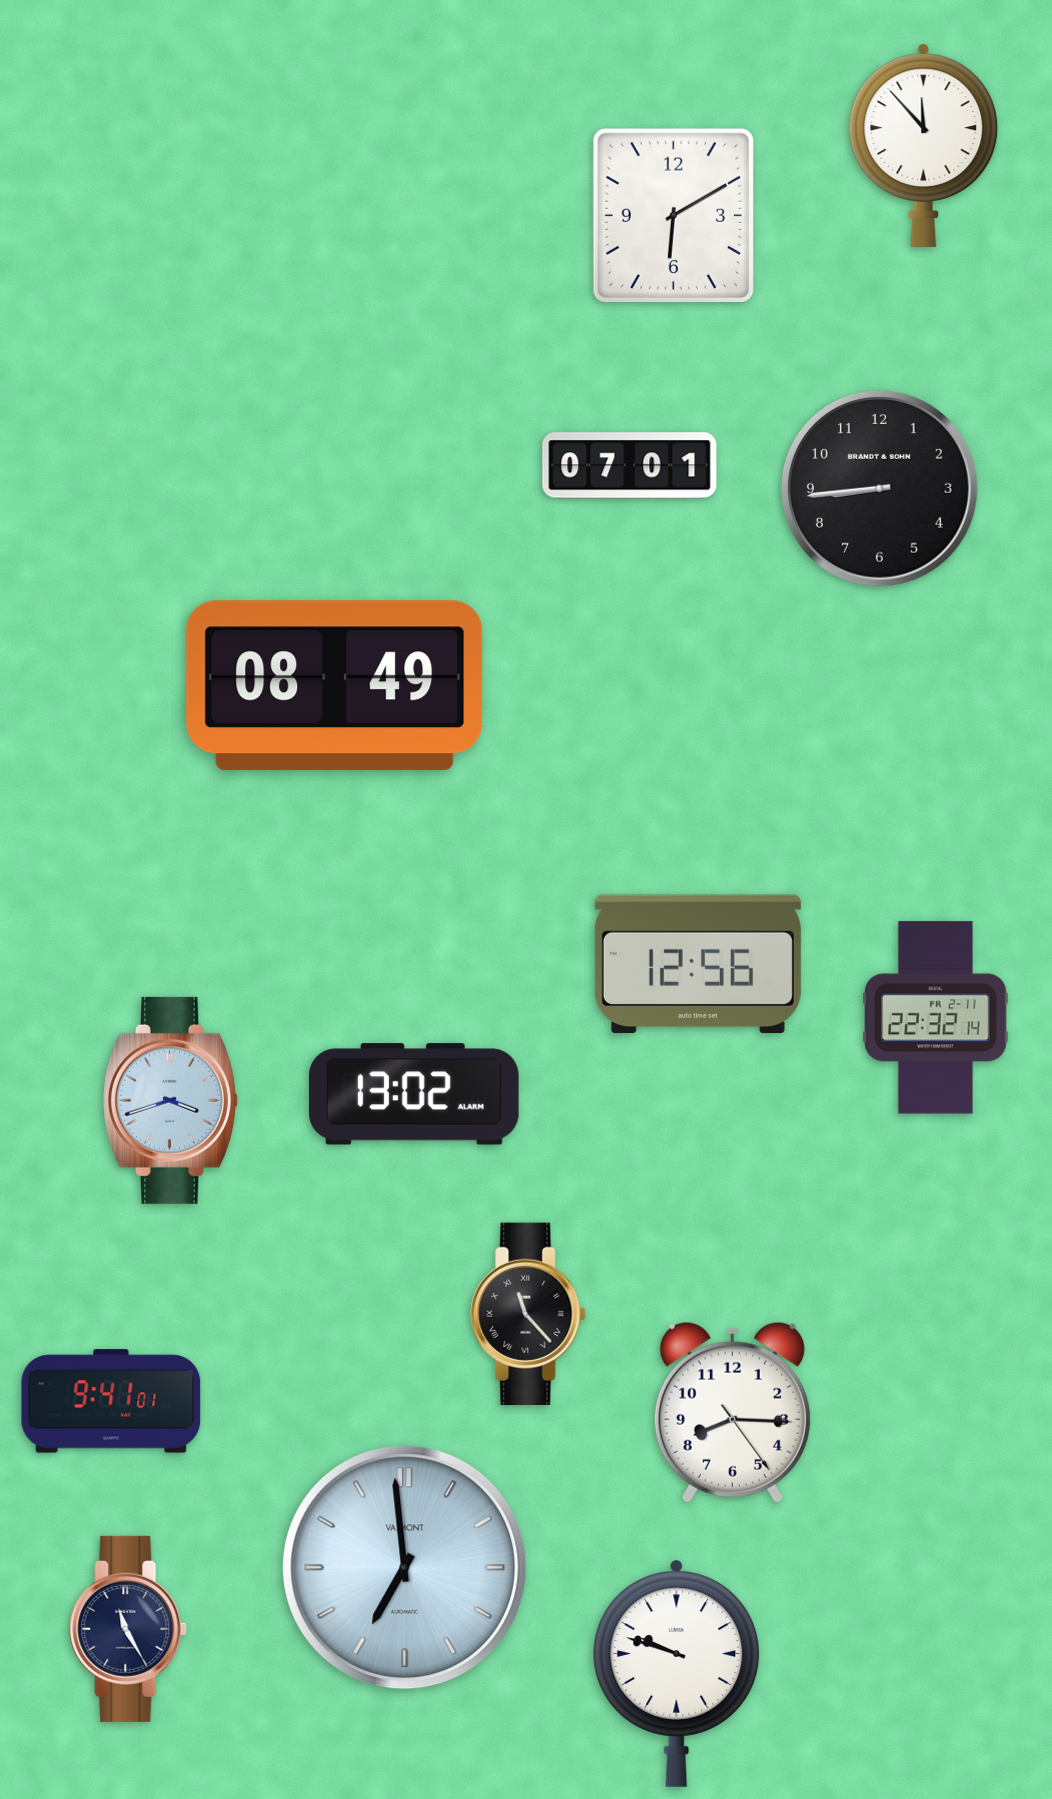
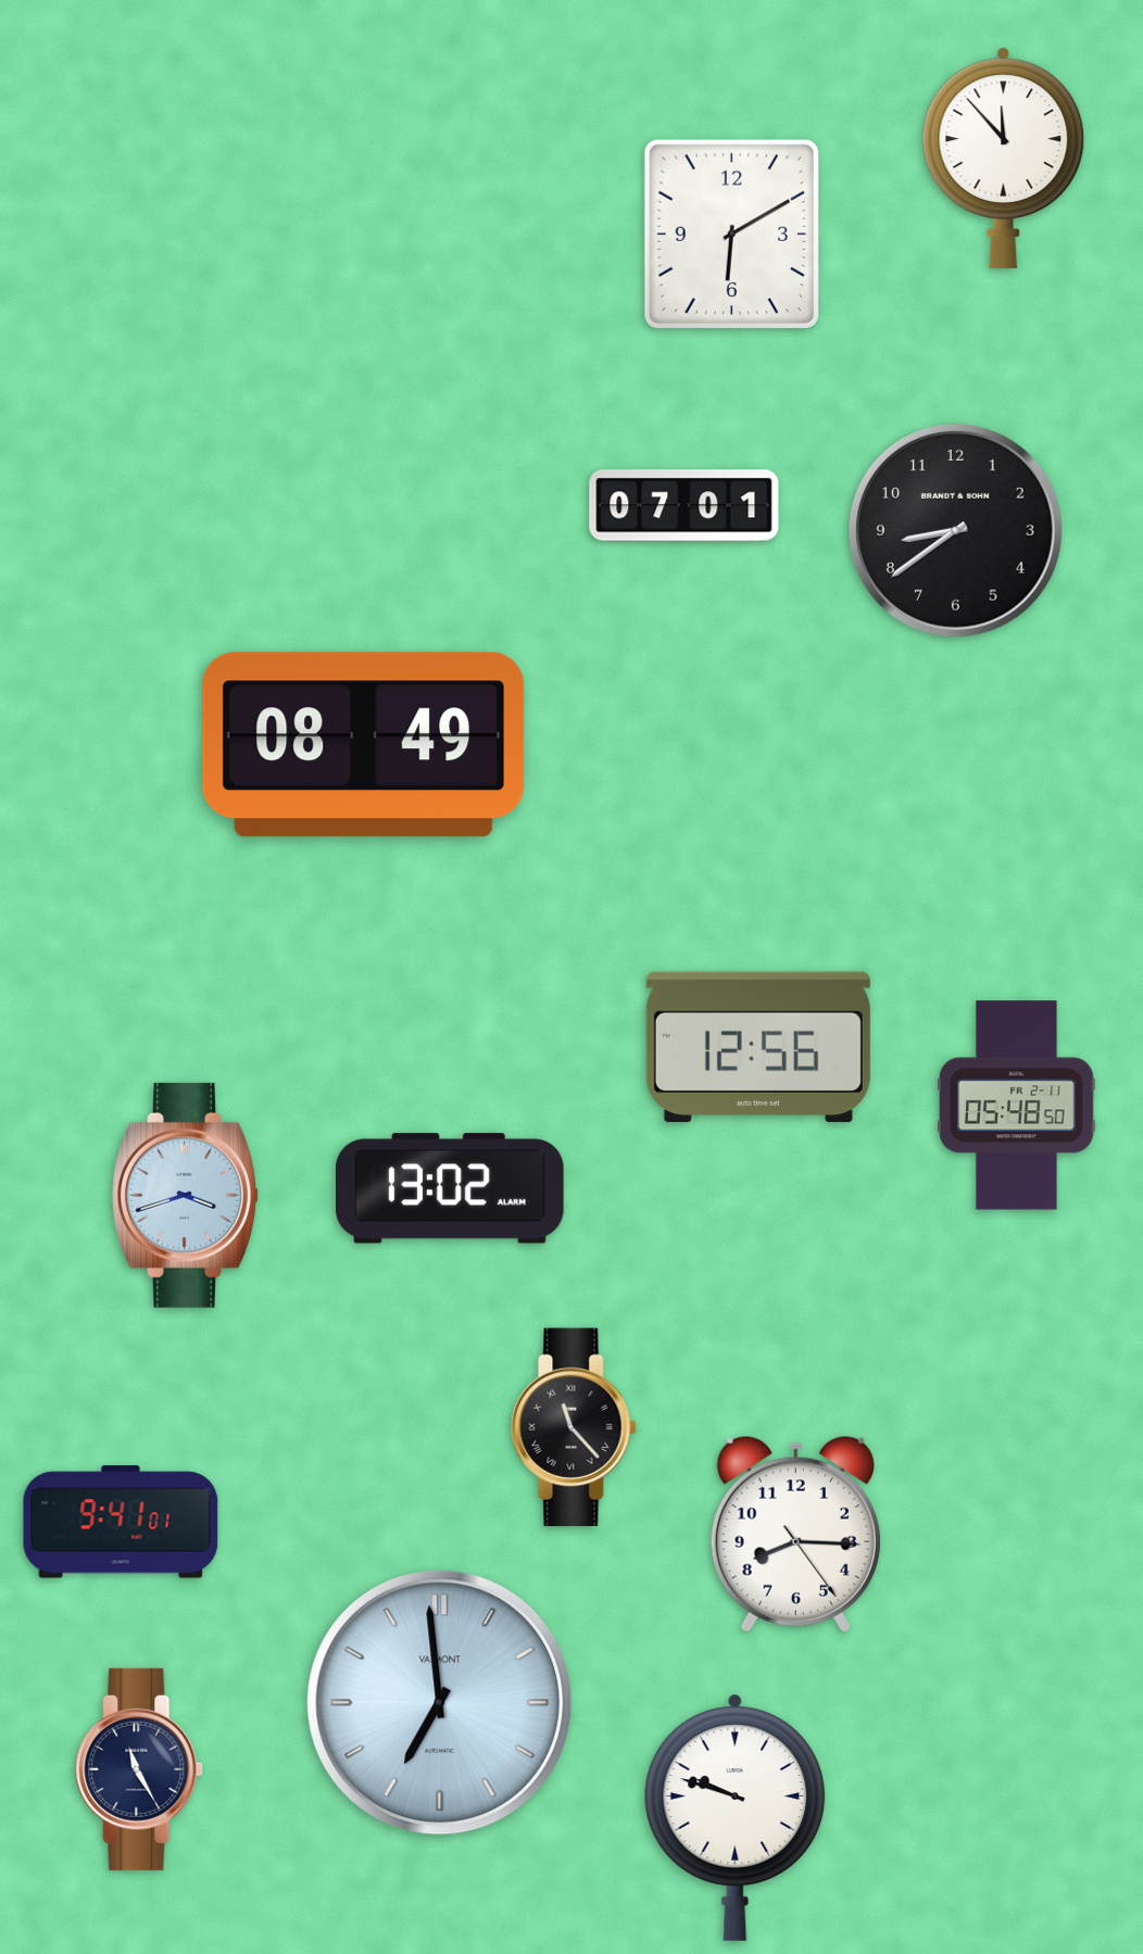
clock at (880, 489): 8:44 -> 8:39
clock at (936, 1018): 22:32 -> 05:48
